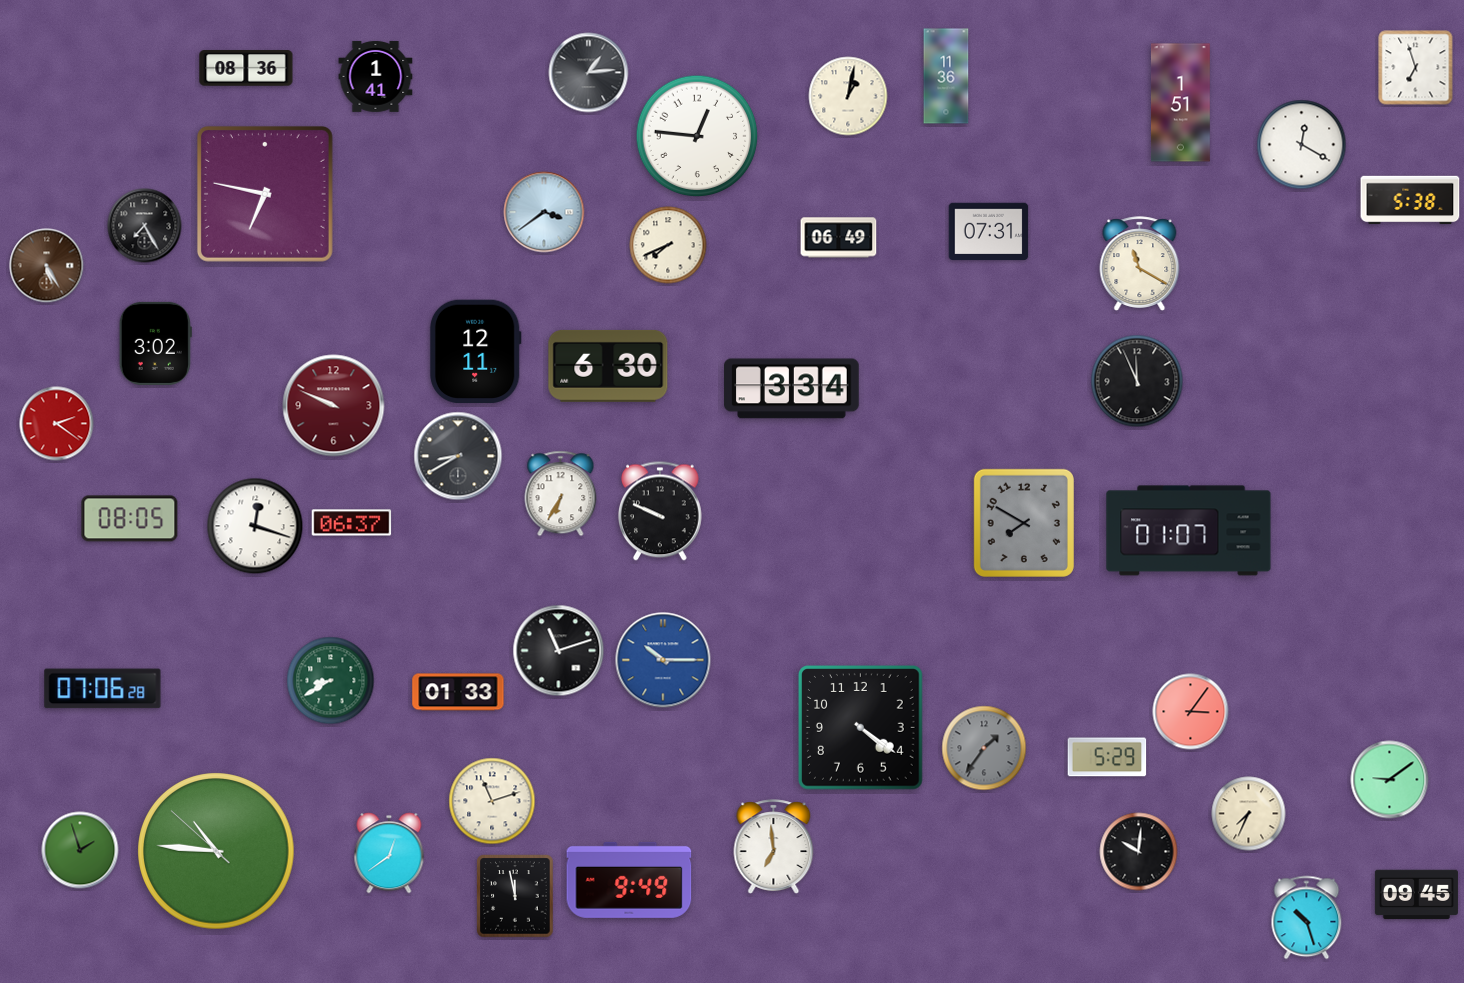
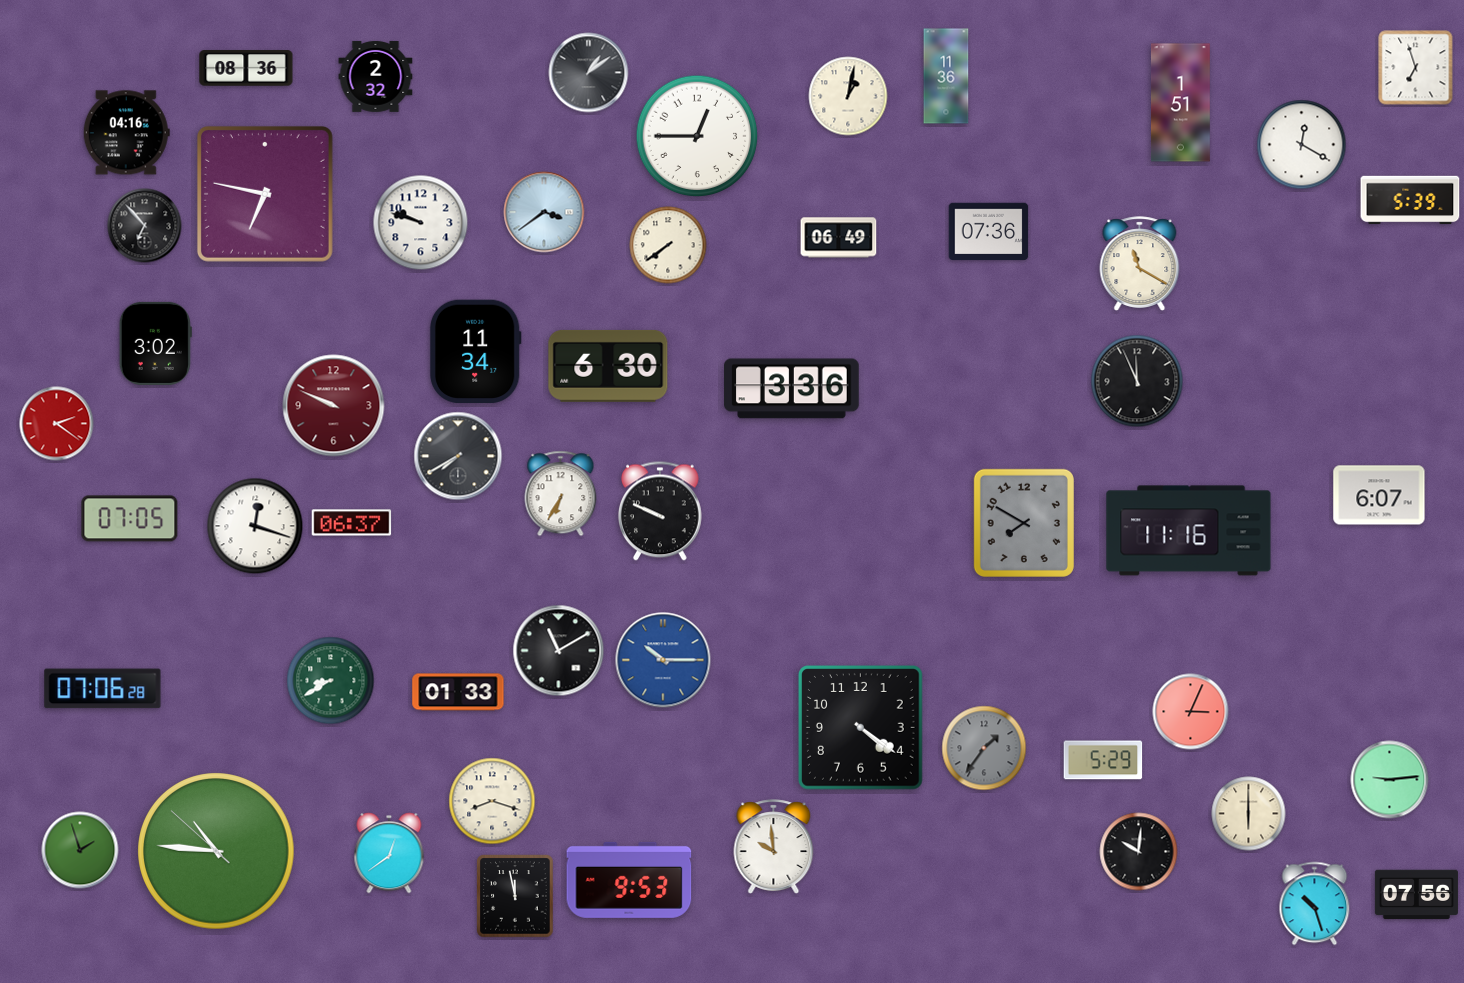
clock at (589, 73): 1:14 -> 1:09
clock at (376, 76): 1:41 -> 2:32
clock at (126, 133): none -> 04:16
clock at (697, 136): 12:46 -> 12:45
clock at (1410, 200): 5:38 -> 5:39
clock at (421, 223): none -> 9:48
clock at (145, 226): 7:25 -> 6:53
clock at (989, 232): 07:31 -> 07:36
clock at (668, 245): 7:41 -> 7:39
clock at (47, 266): 5:25 -> none
clock at (475, 352): 12:11 -> 11:34
clock at (792, 389): 3:34 -> 3:36
clock at (458, 456): 8:40 -> 7:40
clock at (1379, 495): none -> 6:07
clock at (130, 519): 08:05 -> 07:05
clock at (1189, 531): 01:07 -> 11:16
clock at (559, 651): 11:12 -> 11:10
clock at (1191, 712): 3:06 -> 3:04
clock at (1107, 757) position: (1107, 757) -> (1103, 760)
clock at (1390, 780): 9:09 -> 9:14
clock at (492, 801): 11:12 -> 8:18
clock at (1249, 814): 7:34 -> 6:00
clock at (774, 847): 6:59 -> 9:59
clock at (629, 880): 9:49 -> 9:53
clock at (1416, 895): 09:45 -> 07:56
clock at (1307, 918) position: (1307, 918) -> (1315, 904)
